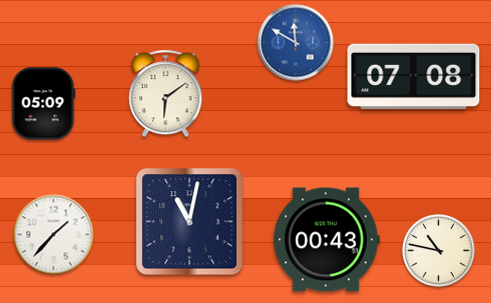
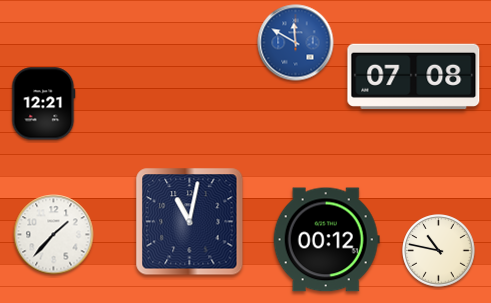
clock at (166, 94): 6:09 -> none
clock at (44, 104): 05:09 -> 12:21
clock at (326, 240): 00:43 -> 00:12
